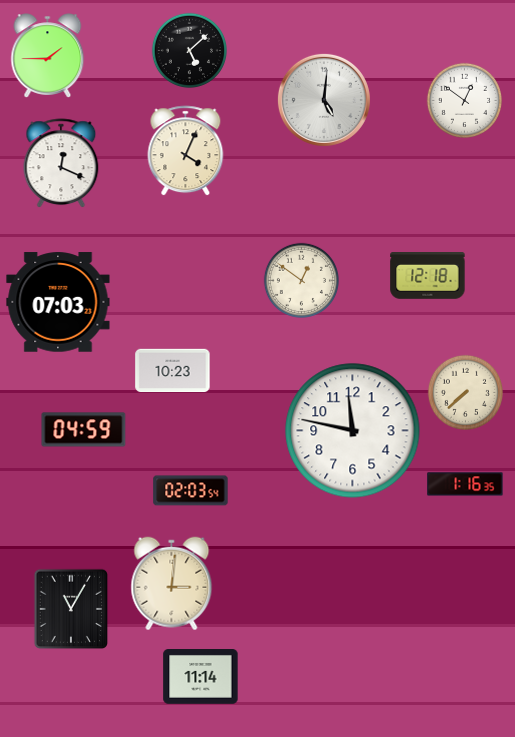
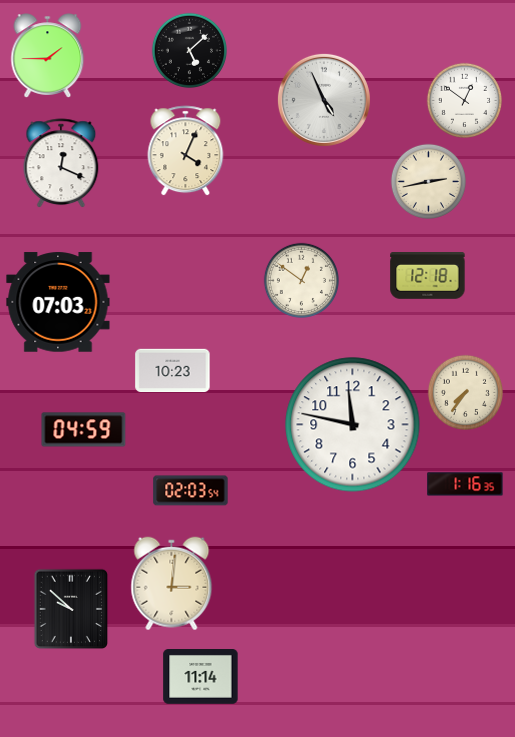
clock at (324, 100): 5:01 -> 4:56
clock at (428, 181): none -> 2:43
clock at (465, 392): 7:38 -> 7:36
clock at (353, 431) position: (353, 431) -> (353, 425)
clock at (71, 609): 11:05 -> 9:52
